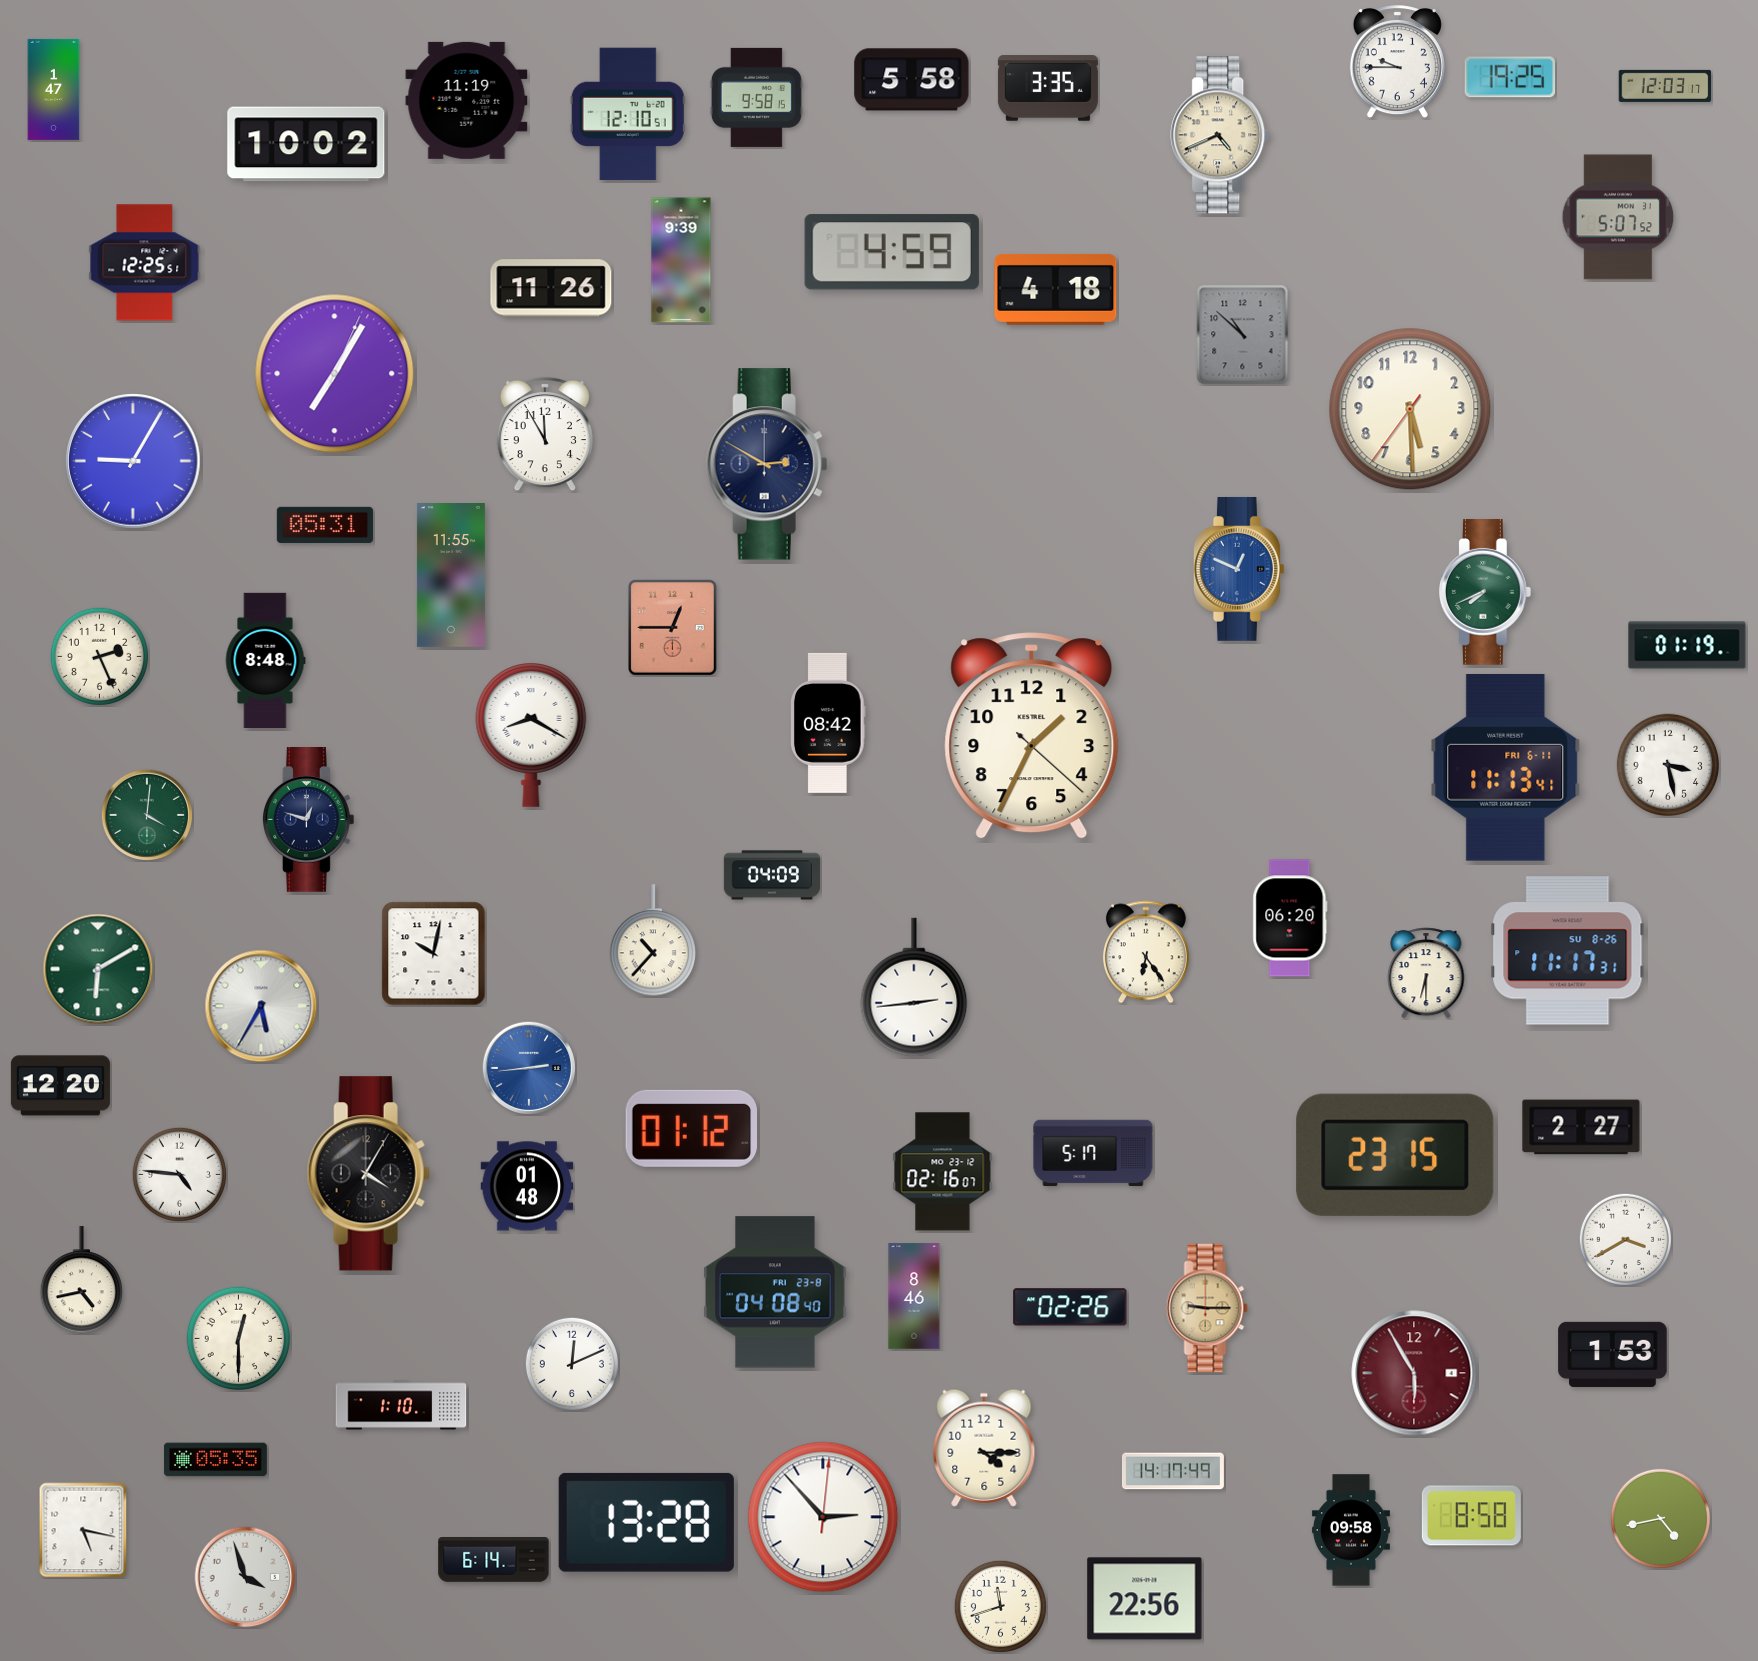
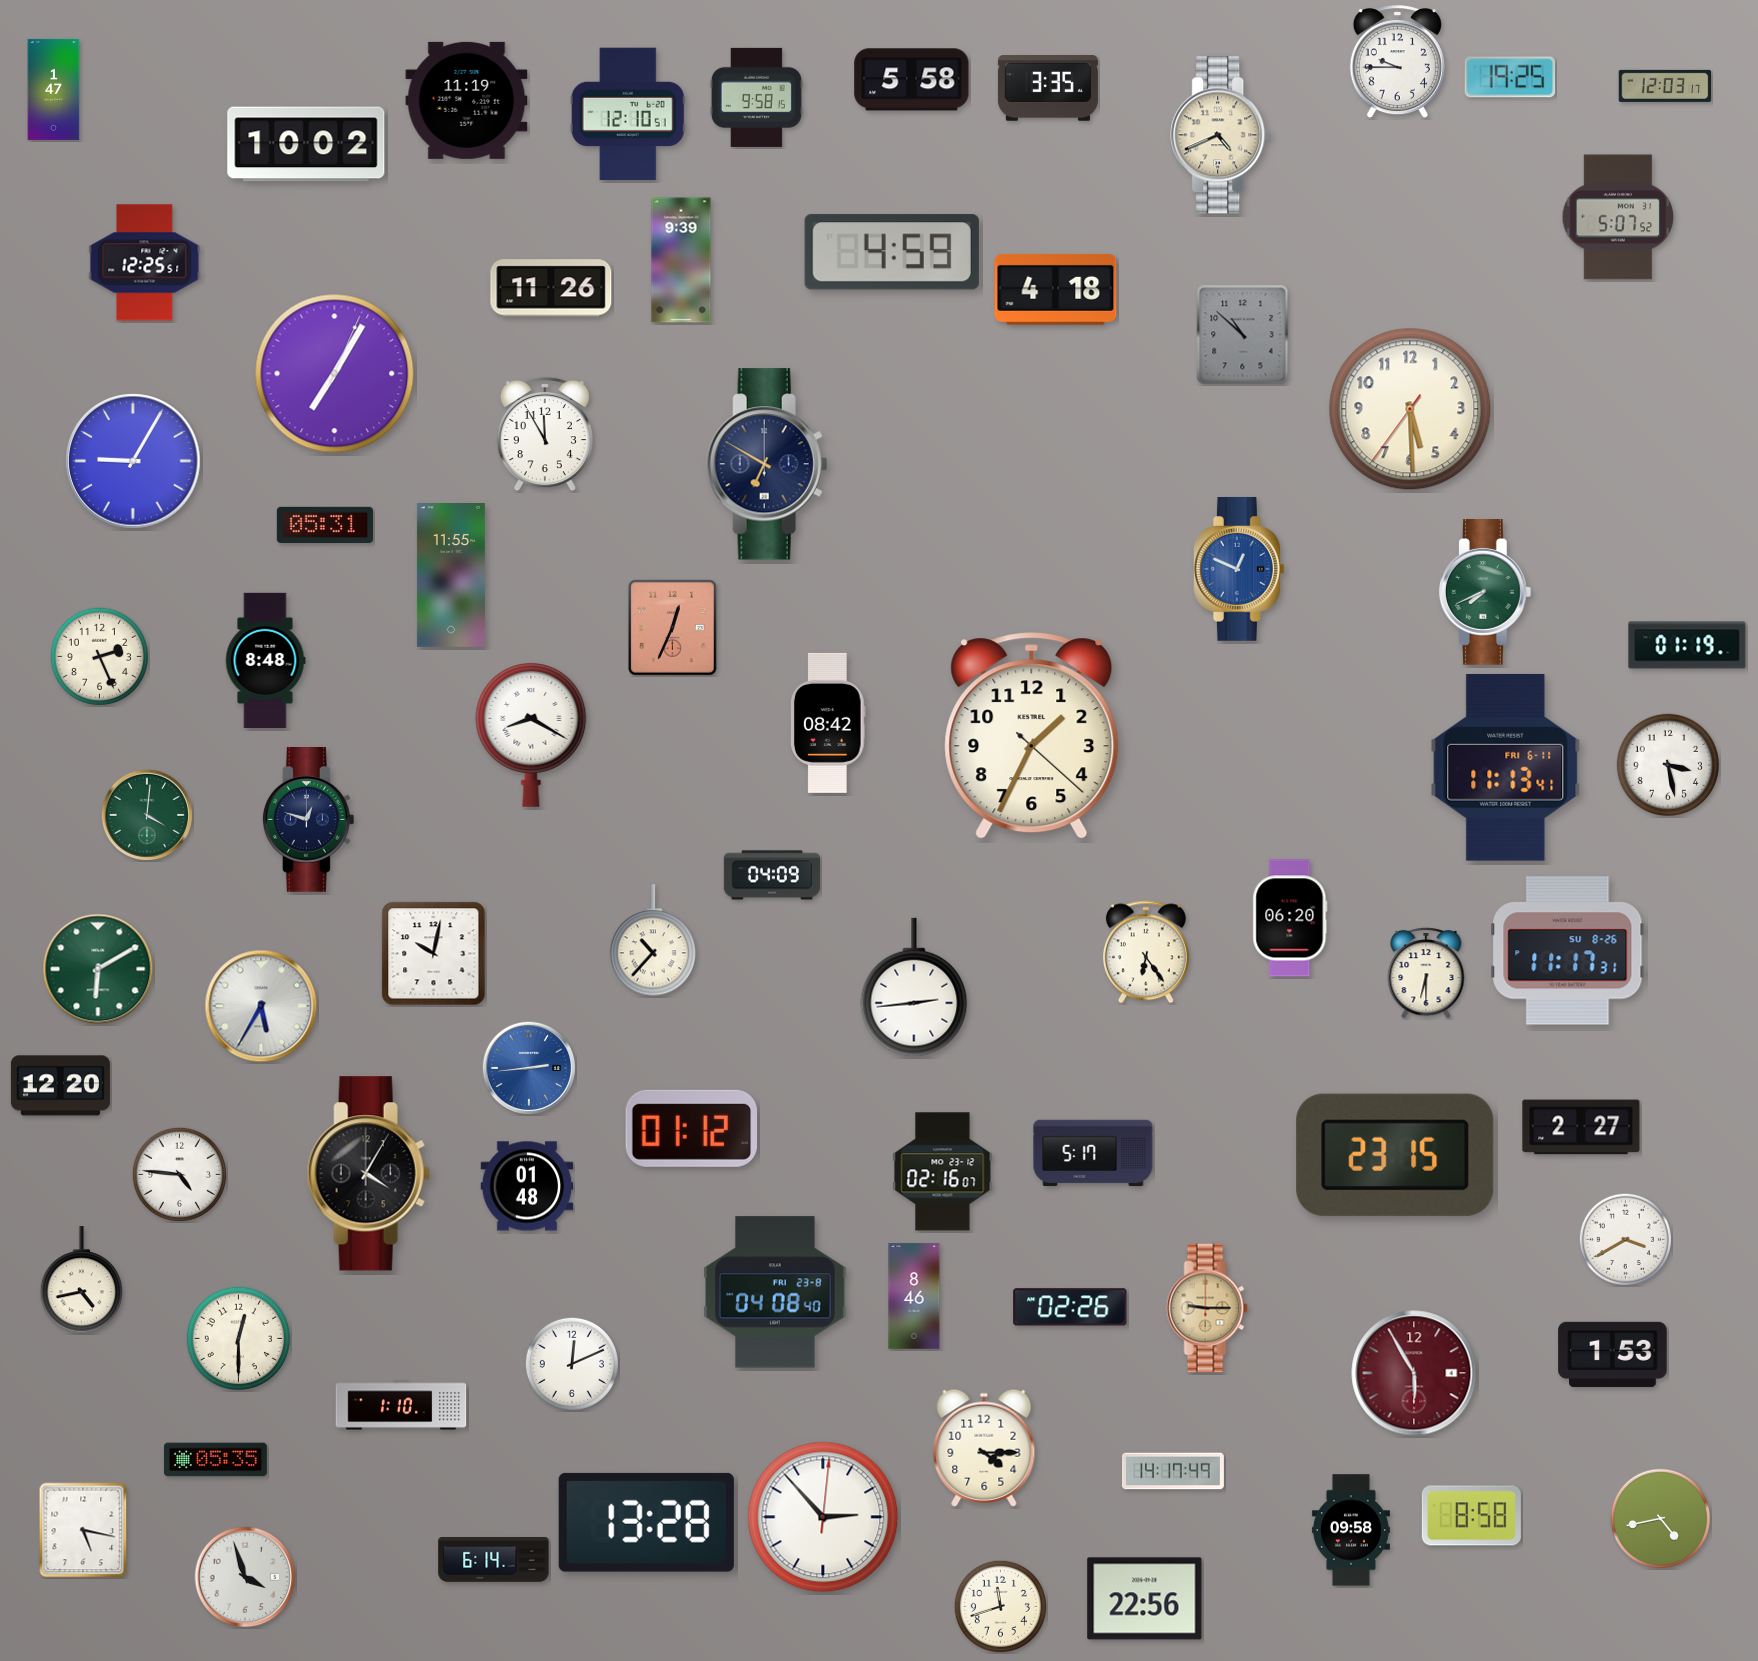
clock at (767, 464): 2:50 -> 6:50
clock at (673, 628): 12:45 -> 12:34
